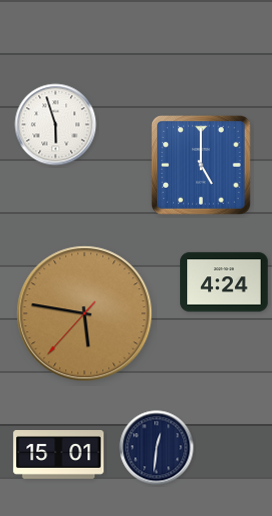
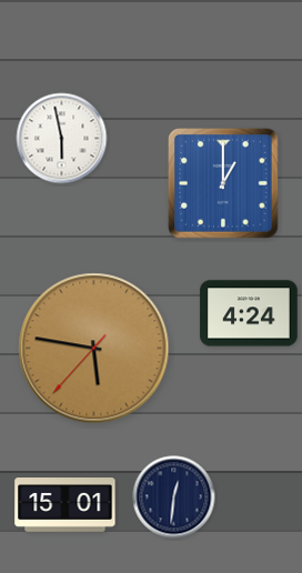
clock at (56, 125): 5:57 -> 5:58
clock at (201, 165): 5:00 -> 1:00
